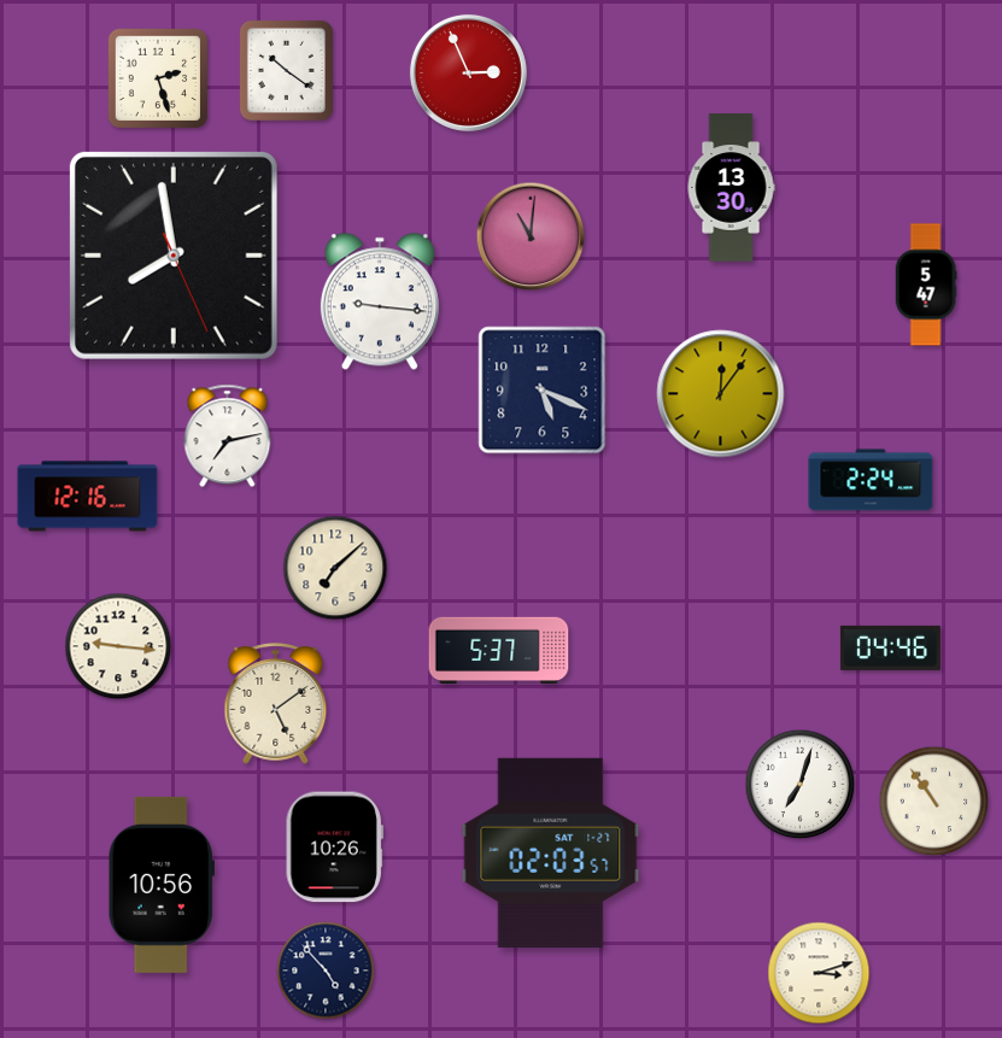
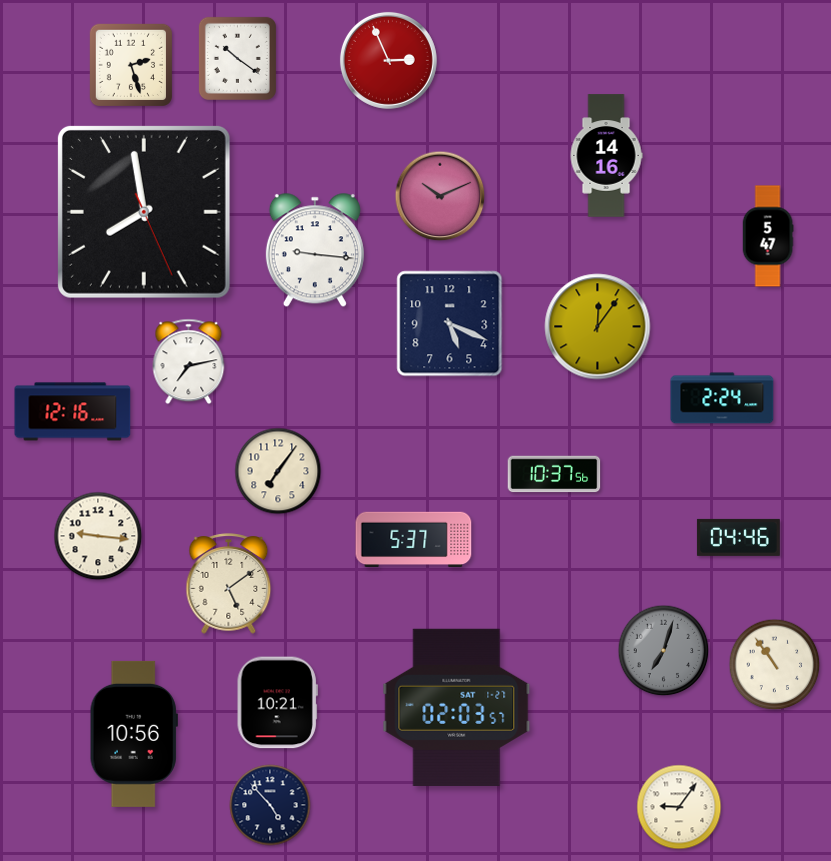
clock at (731, 188): 13:30 -> 14:16
clock at (531, 236): 11:01 -> 10:11
clock at (335, 568): 7:08 -> 7:06
clock at (554, 474): none -> 10:37
clock at (801, 785) dial: white -> grey
clock at (334, 848): 10:26 -> 10:21
clock at (819, 973): 3:12 -> 9:06
